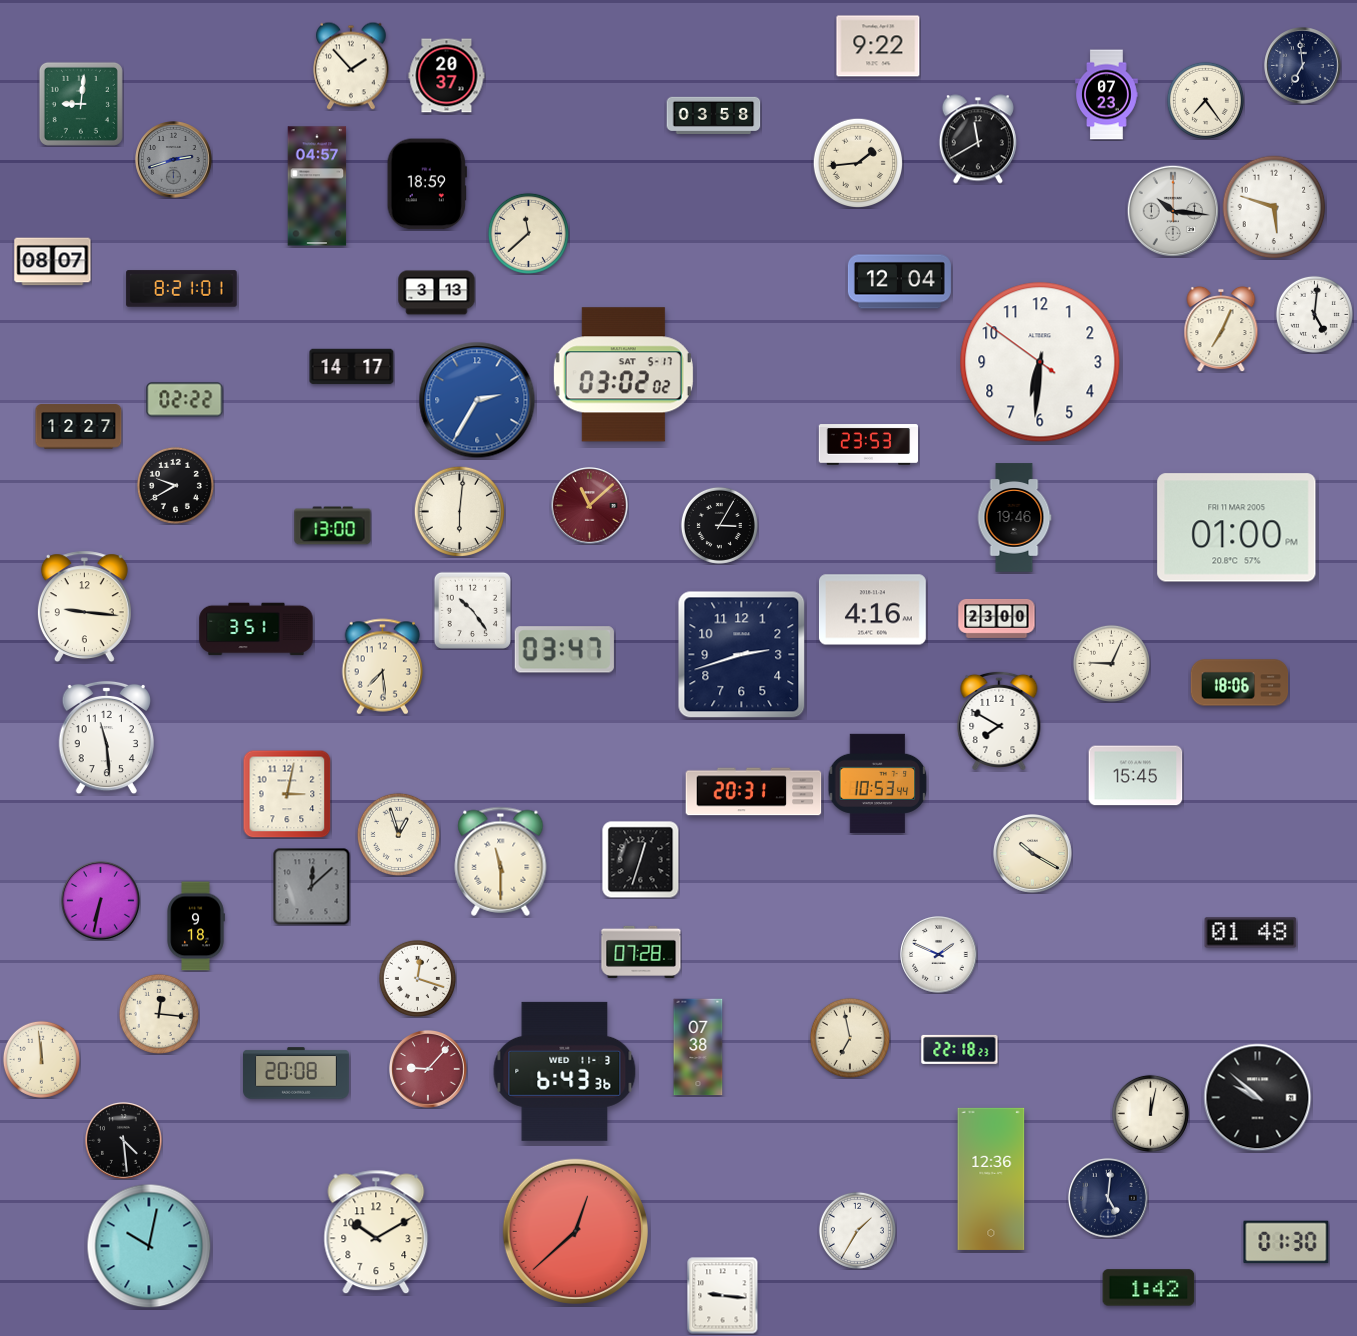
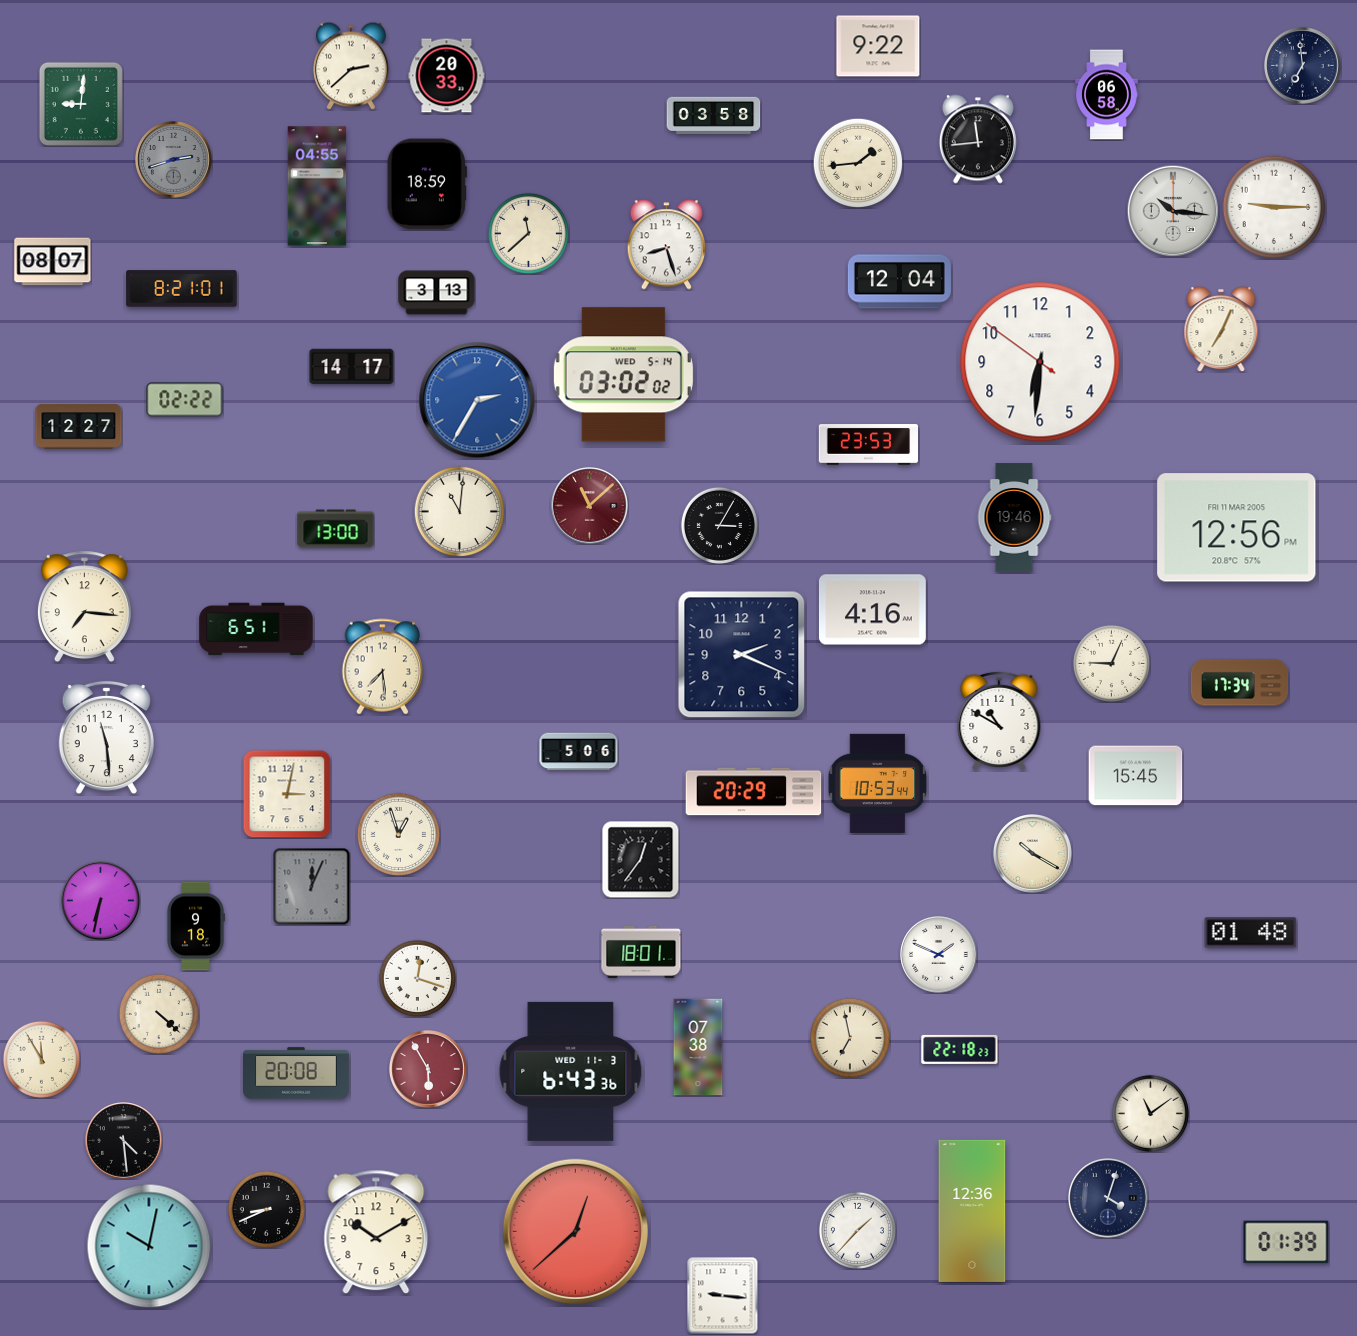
clock at (352, 66): 1:53 -> 2:38
clock at (447, 76): 20:37 -> 20:33
clock at (1107, 95): 07:23 -> 06:58
clock at (1205, 100): 7:24 -> none
clock at (978, 139): 11:40 -> 11:44
clock at (317, 186): 04:57 -> 04:55
clock at (1274, 207): 5:48 -> 9:15
clock at (667, 245): none -> 8:27
clock at (1314, 314): 5:01 -> none
clock at (623, 375) date: SAT 5-17 -> WED 5-14
clock at (175, 485): 9:40 -> none
clock at (459, 511): 6:01 -> 11:01
clock at (333, 526) position: (333, 526) -> (336, 529)
clock at (1237, 528): 01:00 -> 12:56
clock at (84, 607): 9:16 -> 7:16
clock at (472, 610): 10:24 -> none
clock at (997, 618): 23:00 -> none
clock at (256, 629): 3:51 -> 6:51
clock at (564, 650): 03:47 -> none
clock at (742, 655): 2:42 -> 2:19
clock at (1240, 683): 18:06 -> 17:34
clock at (999, 721): 7:50 -> 10:50
clock at (579, 752): none -> 5:06
clock at (754, 792): 20:31 -> 20:29
clock at (640, 859): 12:33 -> 12:36
clock at (501, 861): 11:30 -> none
clock at (311, 886): 12:08 -> 12:04
clock at (641, 952): 07:28 -> 18:01
clock at (159, 1014): 12:16 -> 4:22
clock at (41, 1059): 11:59 -> 11:55
clock at (428, 1069): 9:07 -> 5:55
clock at (565, 1071) position: (565, 1071) -> (571, 1071)
clock at (1258, 1098): 9:52 -> none
clock at (1150, 1113): 12:02 -> 11:09
clock at (991, 1179) position: (991, 1179) -> (972, 1211)
clock at (1108, 1198): 5:01 -> 4:03
clock at (266, 1209): none -> 8:41
clock at (857, 1230): 1:35 -> 1:37
clock at (1286, 1242): 01:30 -> 01:39
clock at (1149, 1288): 1:42 -> none
